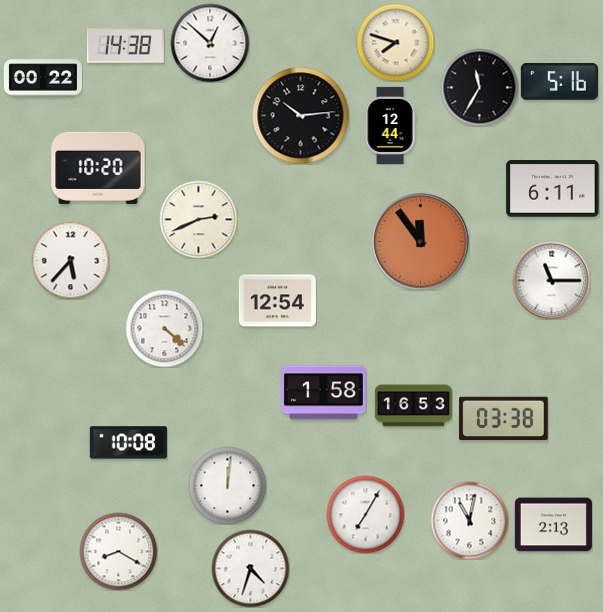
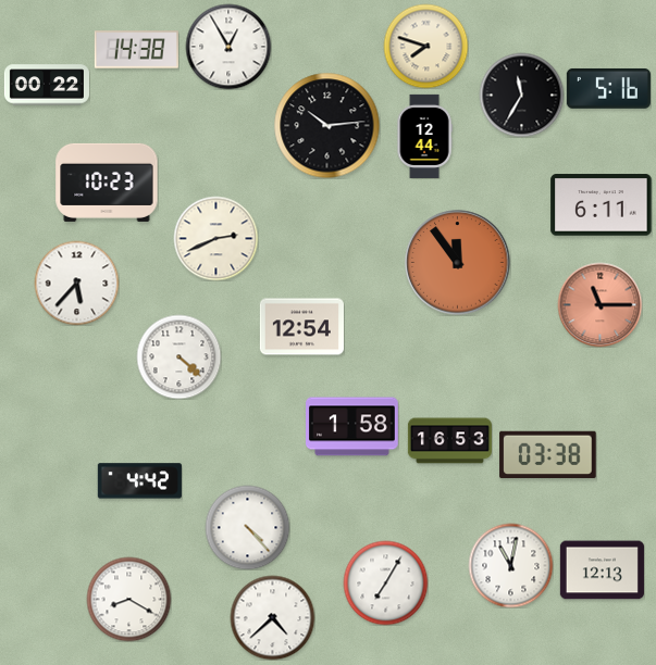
clock at (395, 42) position: (395, 42) -> (425, 46)
clock at (210, 43): 12:52 -> 12:55
clock at (98, 168): 10:20 -> 10:23
clock at (551, 280) dial: white -> salmon
clock at (128, 443): 10:08 -> 4:42
clock at (227, 485): 12:01 -> 4:23
clock at (365, 514) position: (365, 514) -> (385, 582)
clock at (553, 525): 2:13 -> 12:13
clock at (250, 568): 4:33 -> 4:38
